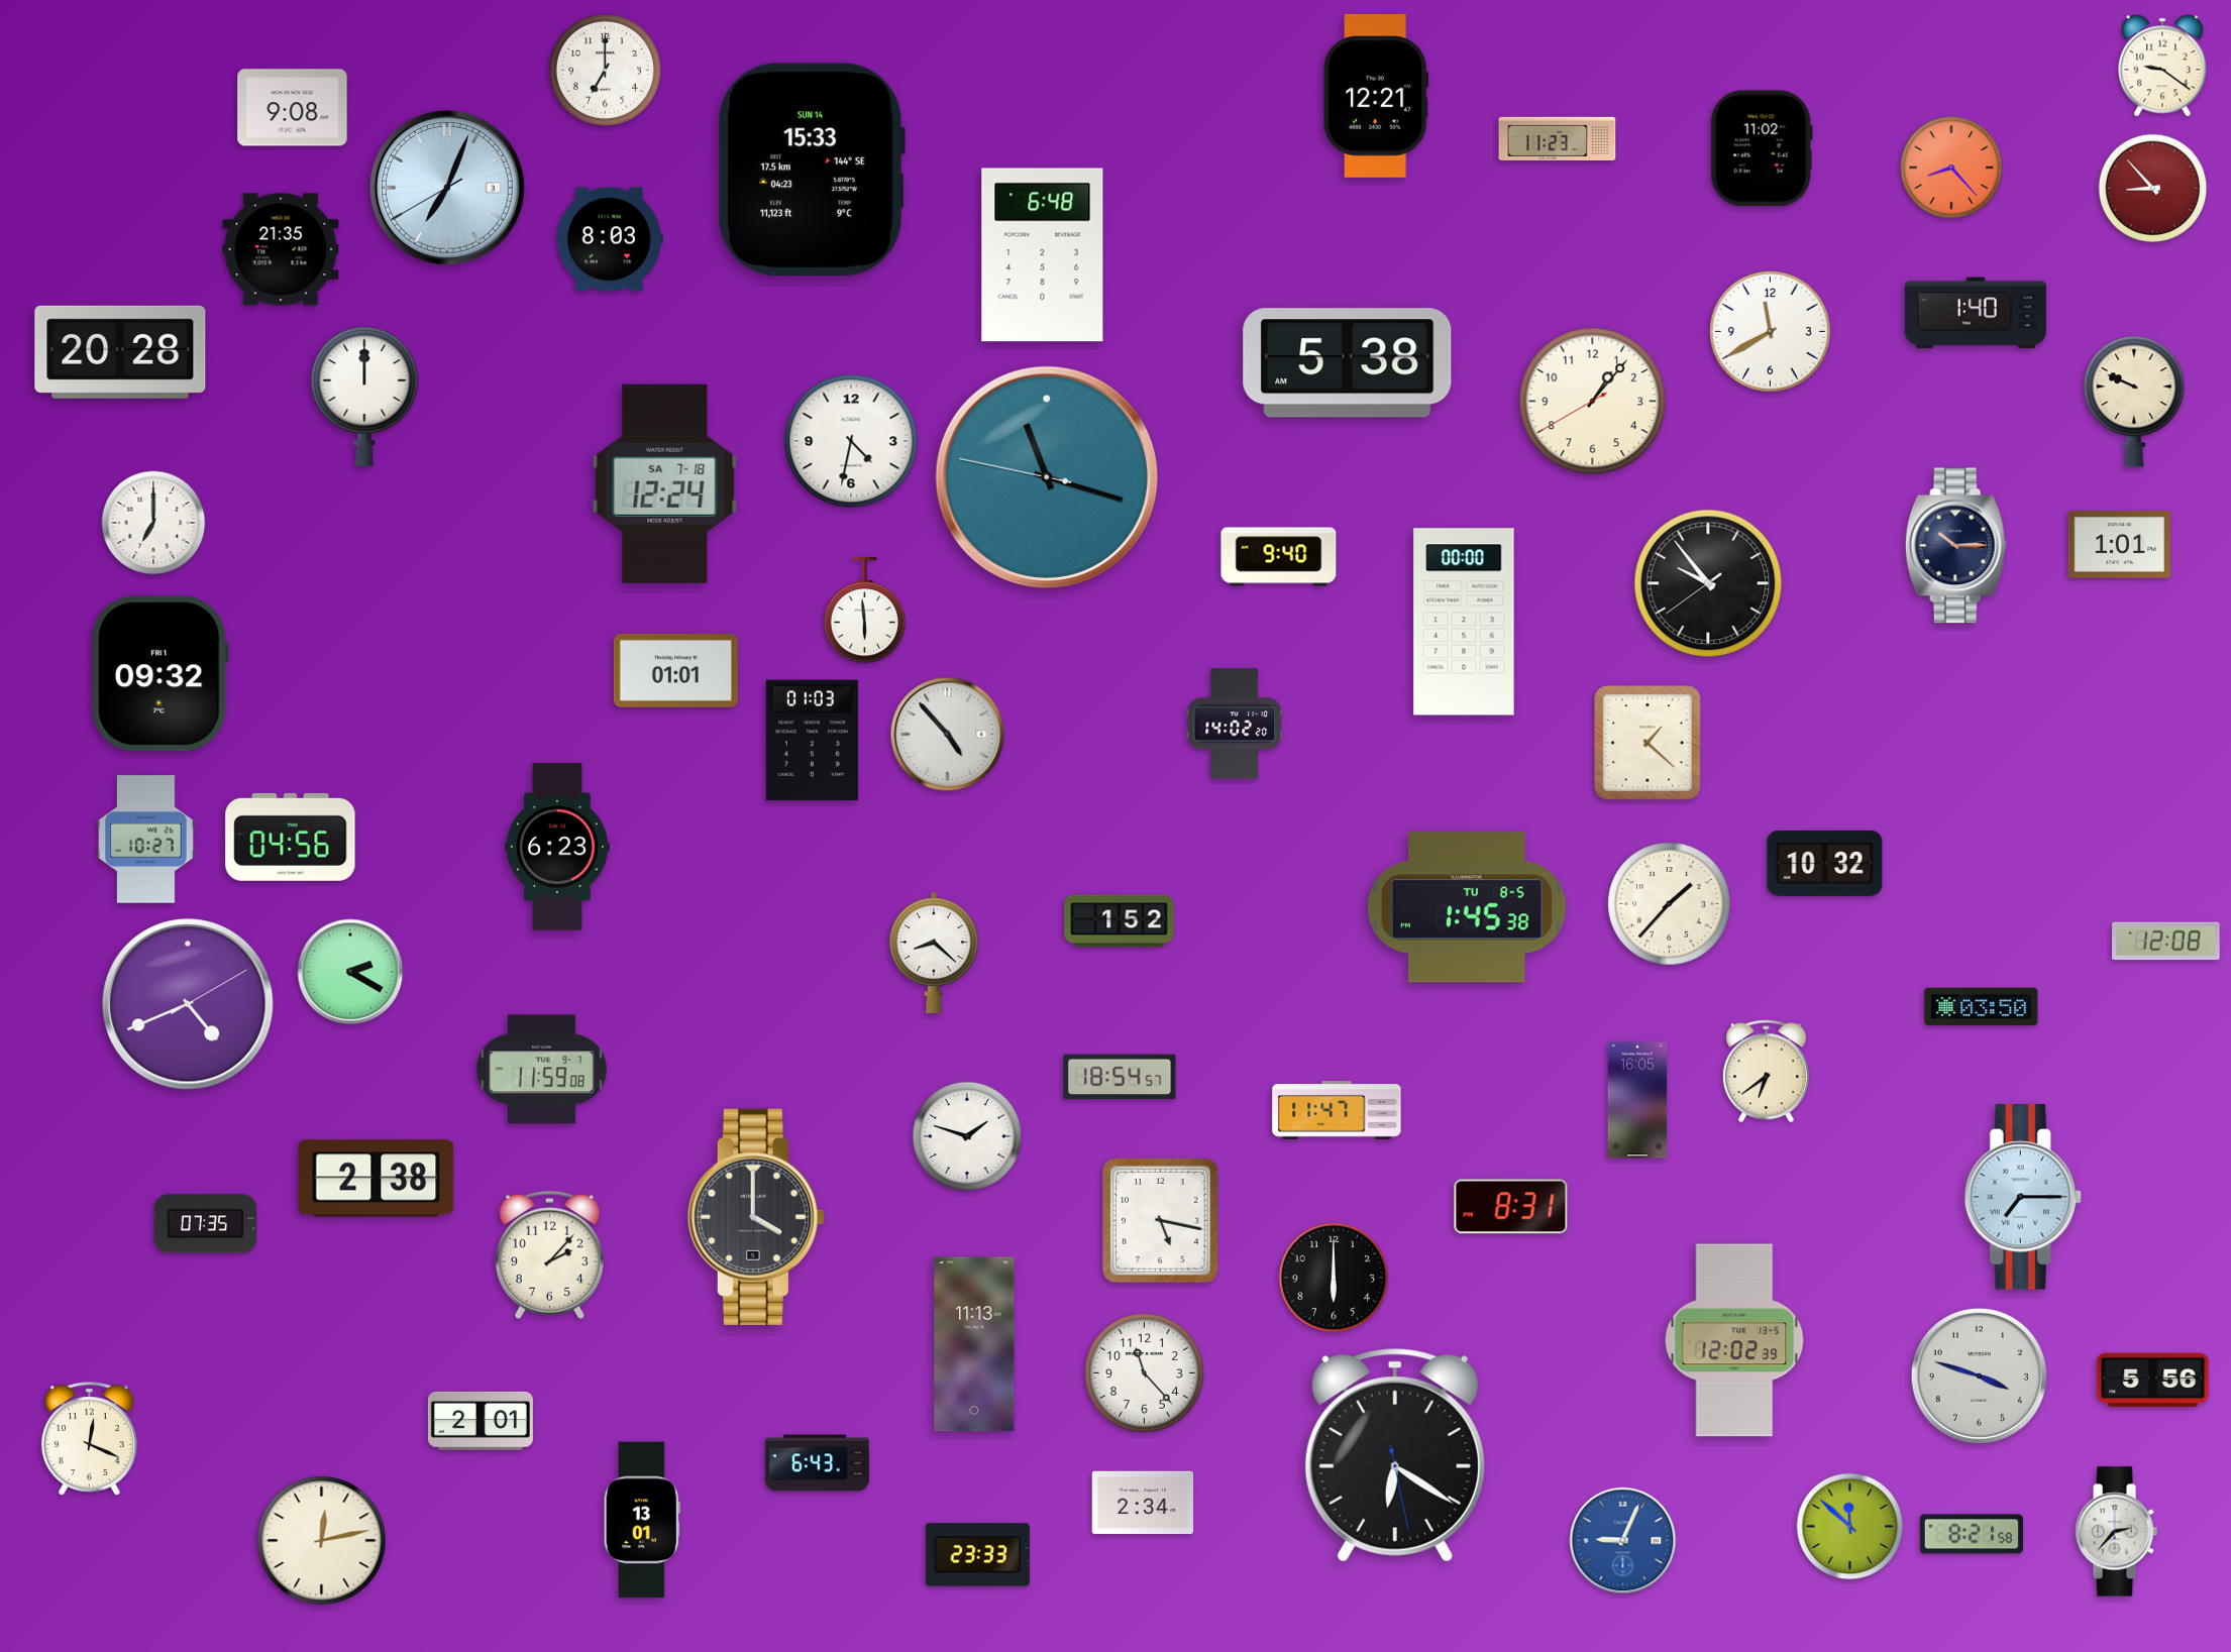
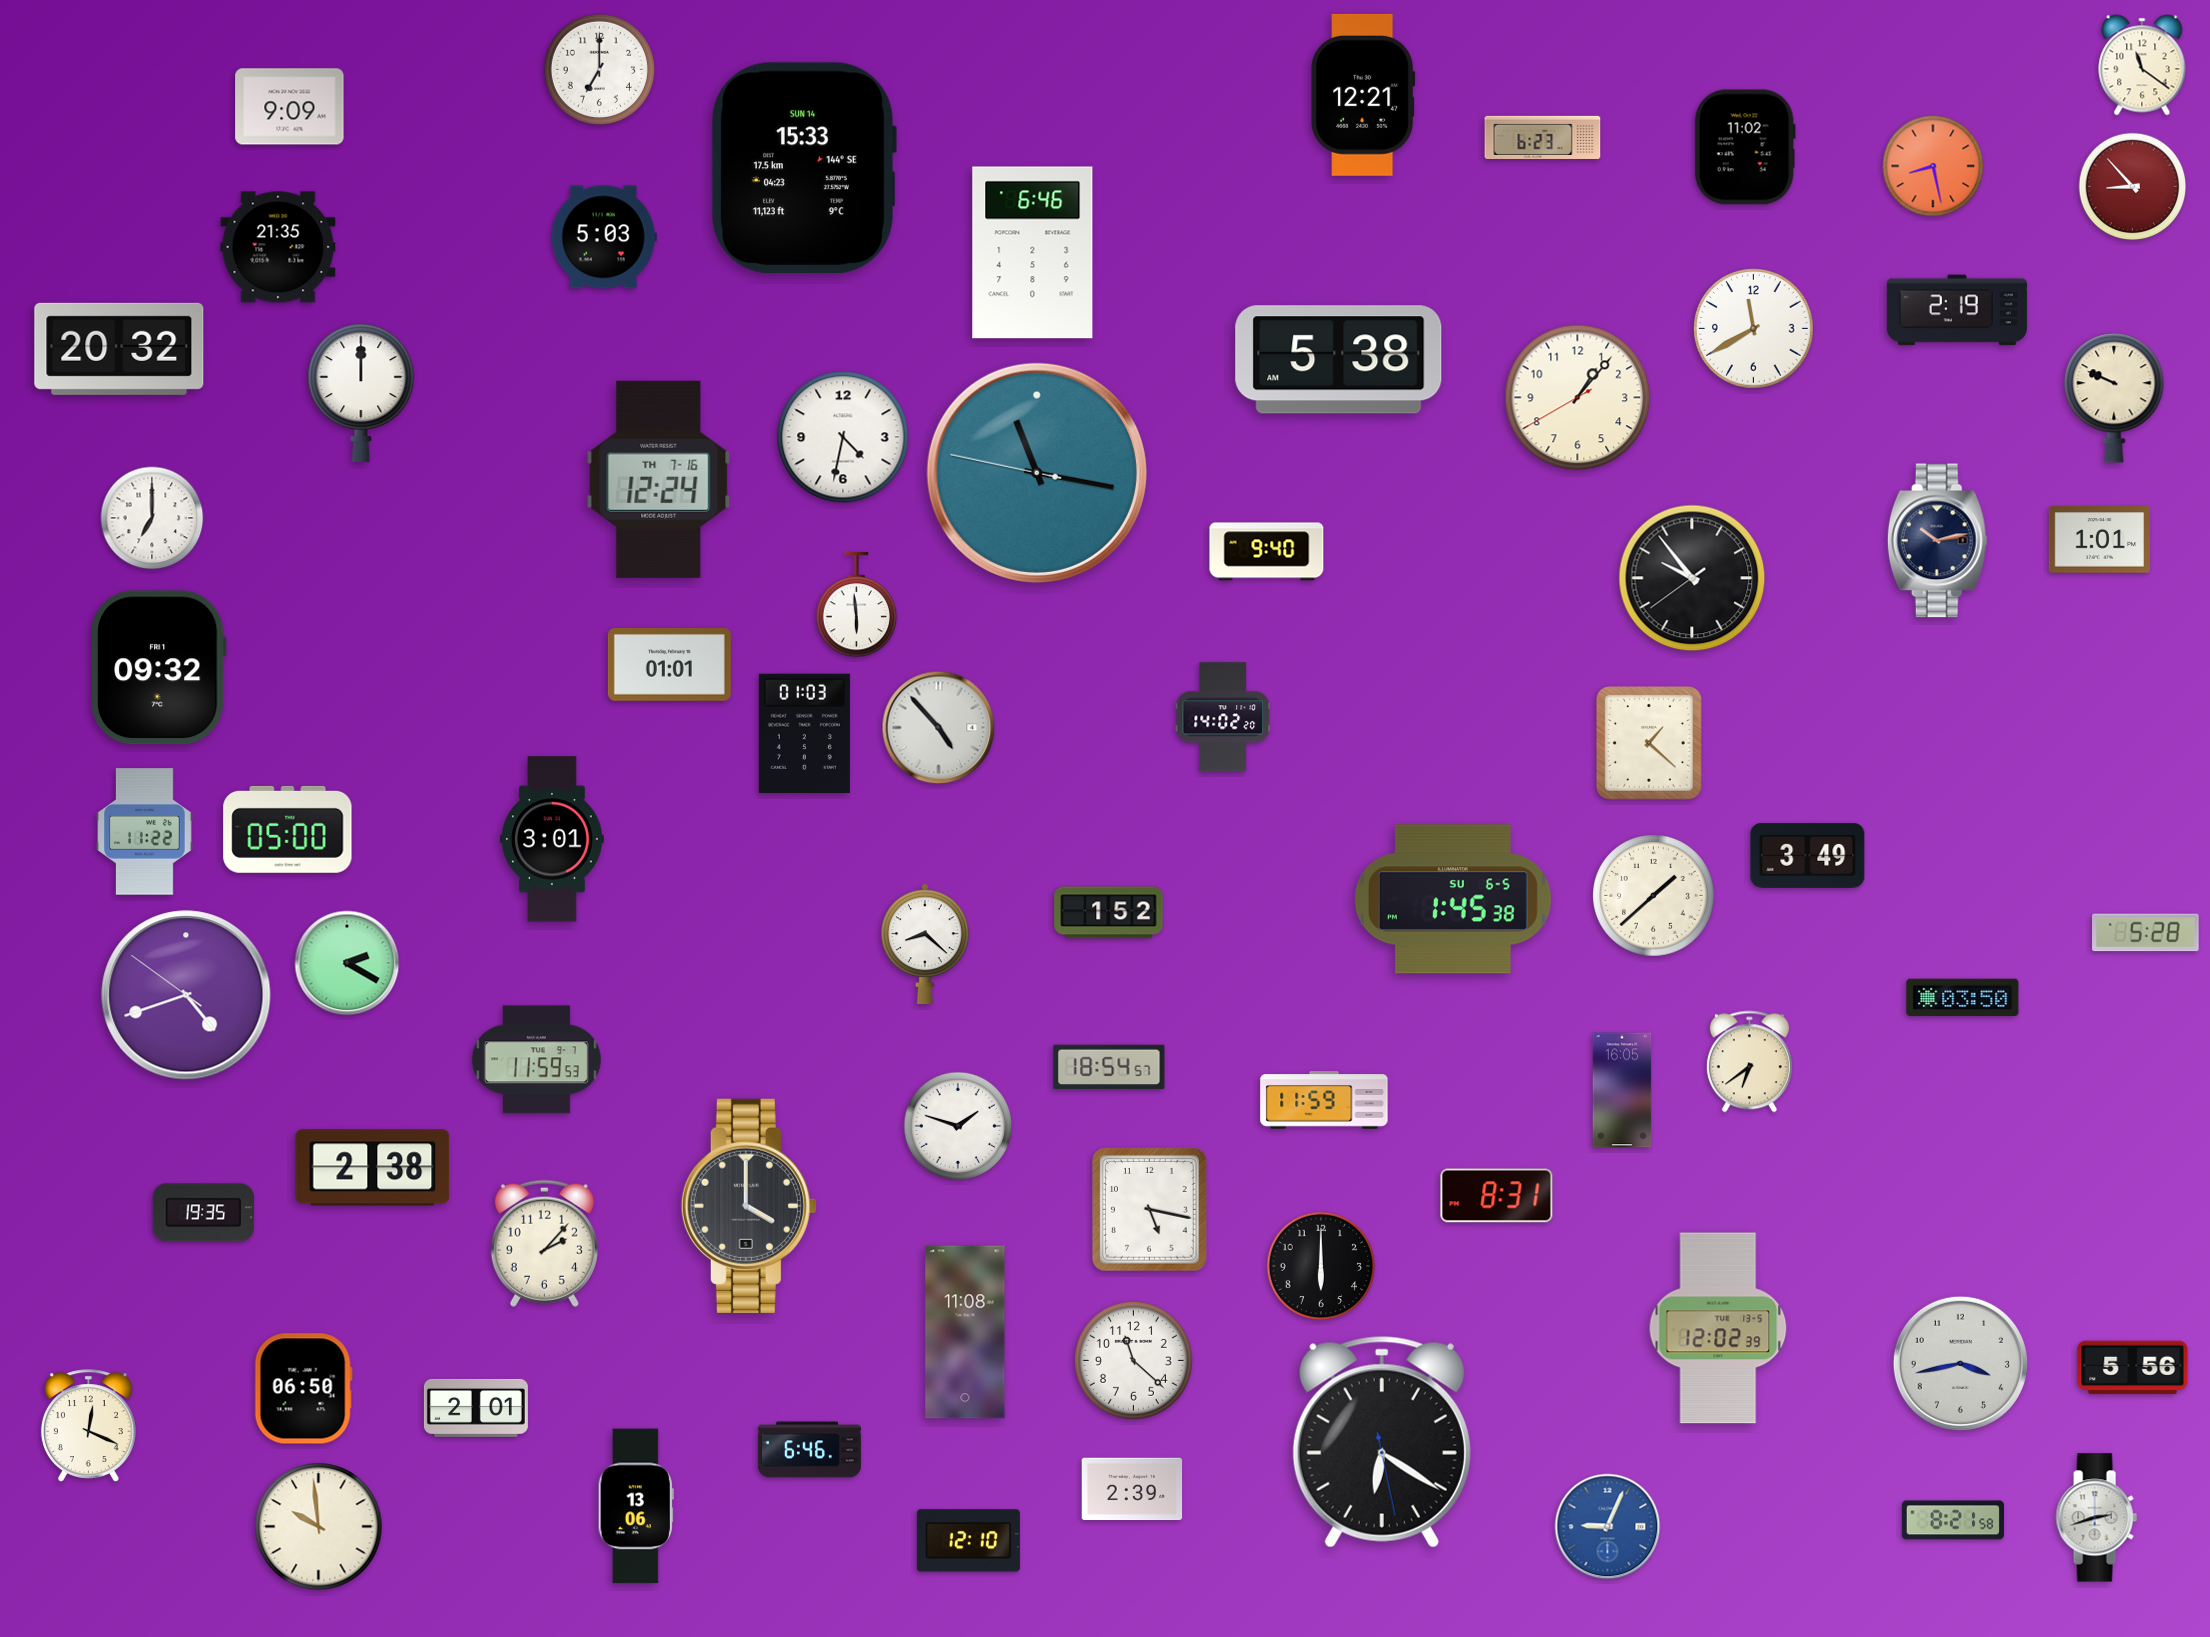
clock at (2162, 66): 9:21 -> 11:21
clock at (293, 108): 9:08 -> 9:09
clock at (1558, 138): 11:23 -> 6:23
clock at (1951, 168): 8:23 -> 8:28
clock at (447, 188): 7:03 -> none
clock at (610, 239): 8:03 -> 5:03
clock at (1043, 255): 6:48 -> 6:46
clock at (1976, 313): 1:40 -> 2:19
clock at (120, 352): 20:28 -> 20:32
clock at (1348, 363) position: (1348, 363) -> (1339, 360)
clock at (1047, 477): 11:17 -> 11:16
clock at (665, 483) date: SA 7-18 -> TH 7-16
clock at (1955, 546): 10:15 -> 10:13
clock at (1464, 622): 00:00 -> none
clock at (1648, 743) position: (1648, 743) -> (1649, 743)
clock at (291, 837): 04:56 -> 05:00
clock at (146, 840): 10:27 -> 11:22
clock at (557, 847): 6:23 -> 3:01
clock at (1825, 863): 10:32 -> 3:49
clock at (1670, 904): 1:37 -> 1:38
clock at (1467, 907) date: TU 8-5 -> SU 6-5
clock at (2166, 942): 12:08 -> 5:28
clock at (188, 1004): 4:41:10 -> 4:41:51
clock at (541, 1070): 11:59:08 -> 11:59:53
clock at (1337, 1110): 11:47 -> 11:59
clock at (2023, 1197): 7:15 -> none
clock at (205, 1224): 07:35 -> 19:35
clock at (974, 1344): 11:13 -> 11:08
clock at (1144, 1372): 11:23 -> 11:22
clock at (1979, 1375): 3:48 -> 3:43
clock at (303, 1389): none -> 06:50
clock at (817, 1463): 6:43 -> 6:46
clock at (1143, 1503): 2:34 -> 2:39
clock at (642, 1520): 13:01 -> 13:06
clock at (1850, 1527): 11:52 -> none
clock at (2116, 1532): 2:37 -> 2:42
clock at (322, 1541): 12:13 -> 9:59
clock at (977, 1555): 23:33 -> 12:10
